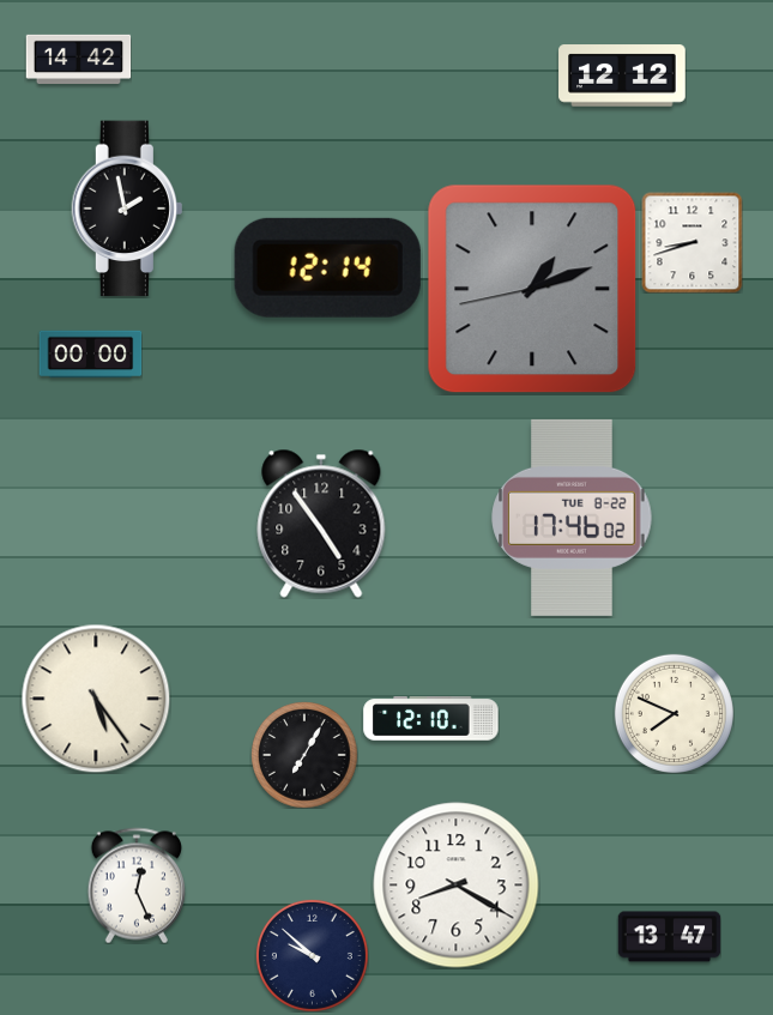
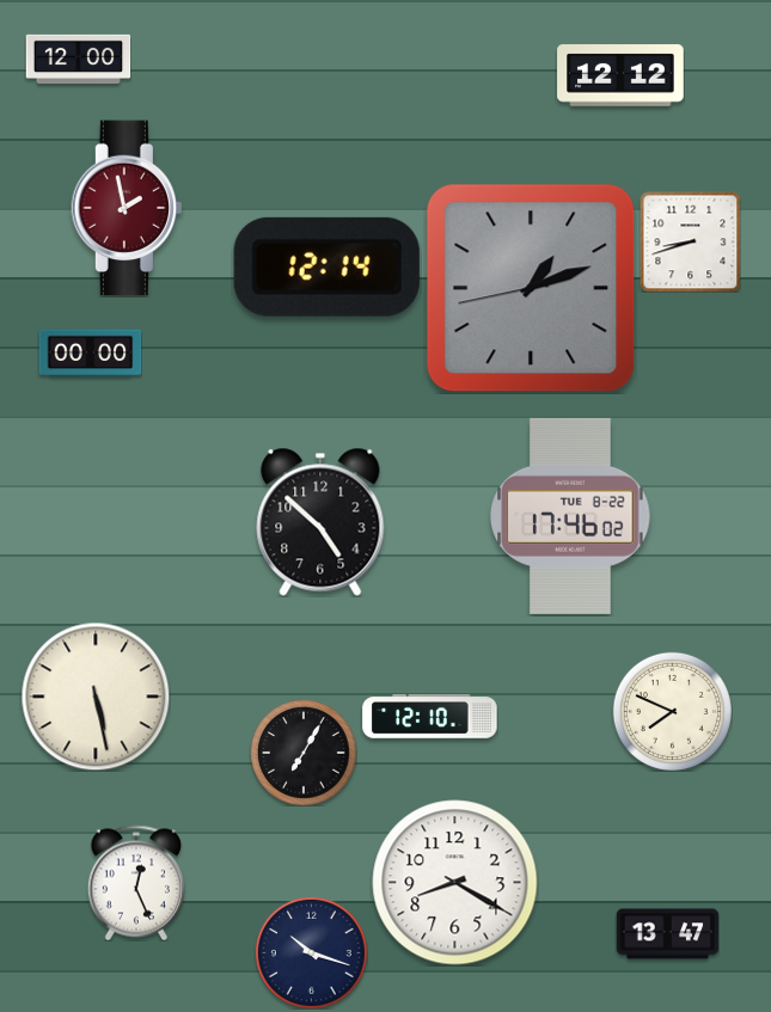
clock at (78, 59): 14:42 -> 12:00
clock at (126, 209) dial: black -> burgundy
clock at (321, 524): 4:54 -> 4:52
clock at (96, 699): 5:24 -> 5:28
clock at (312, 955): 9:52 -> 10:18
